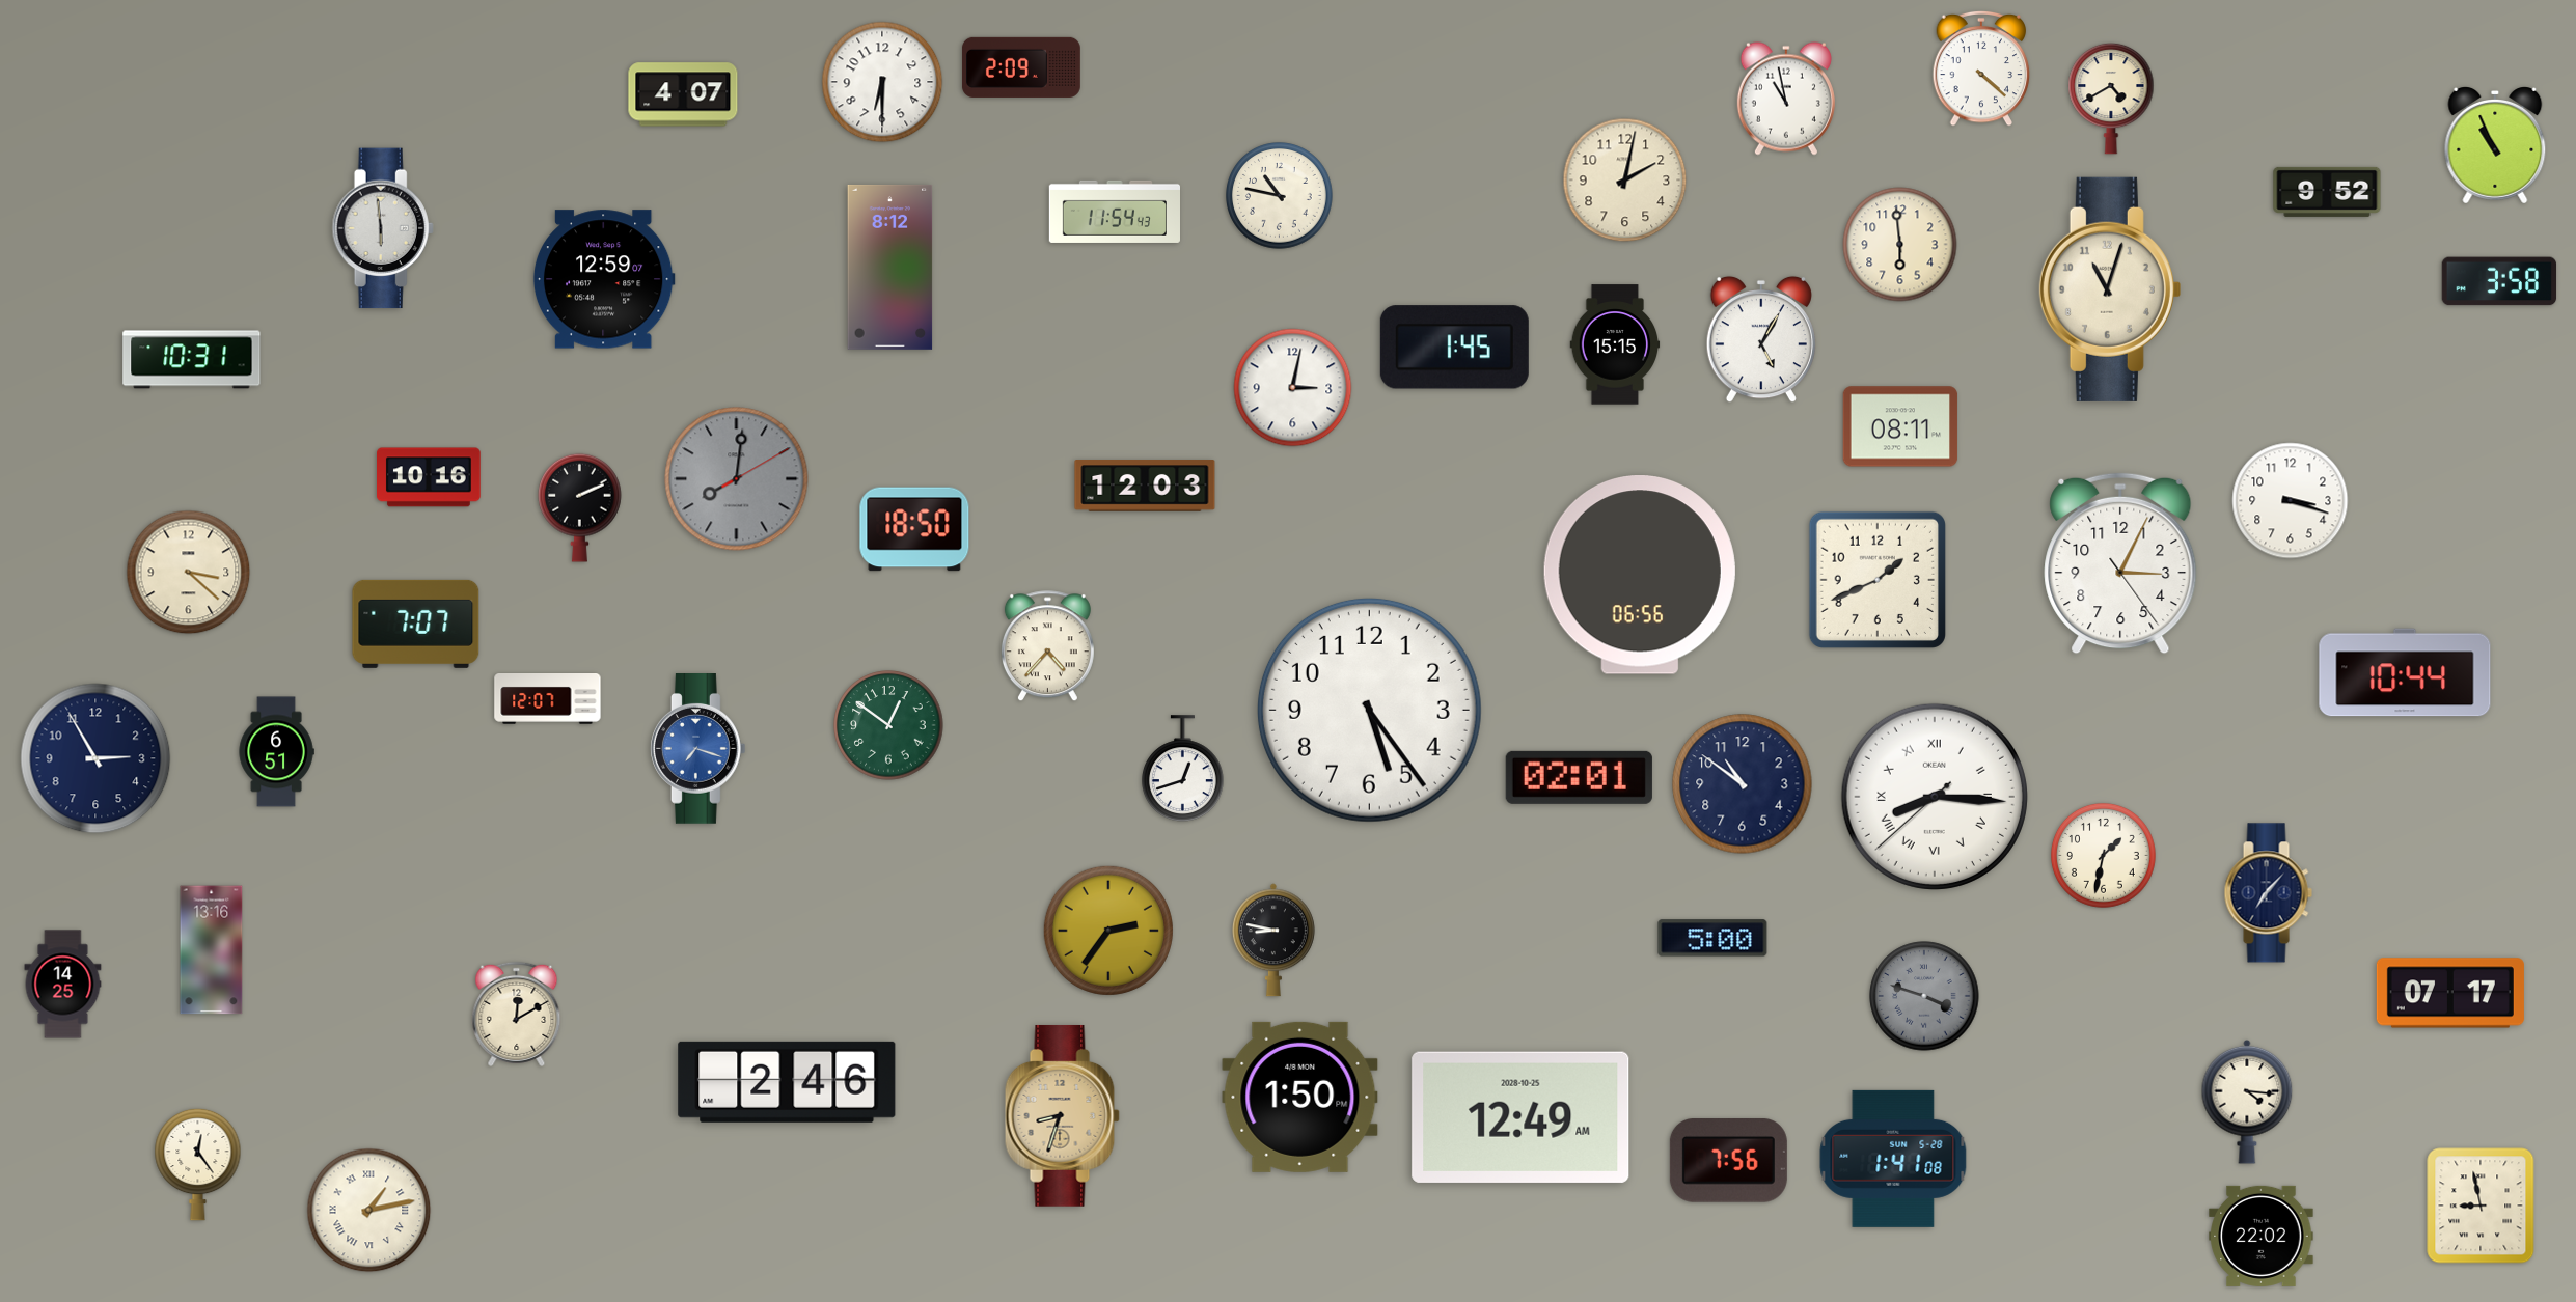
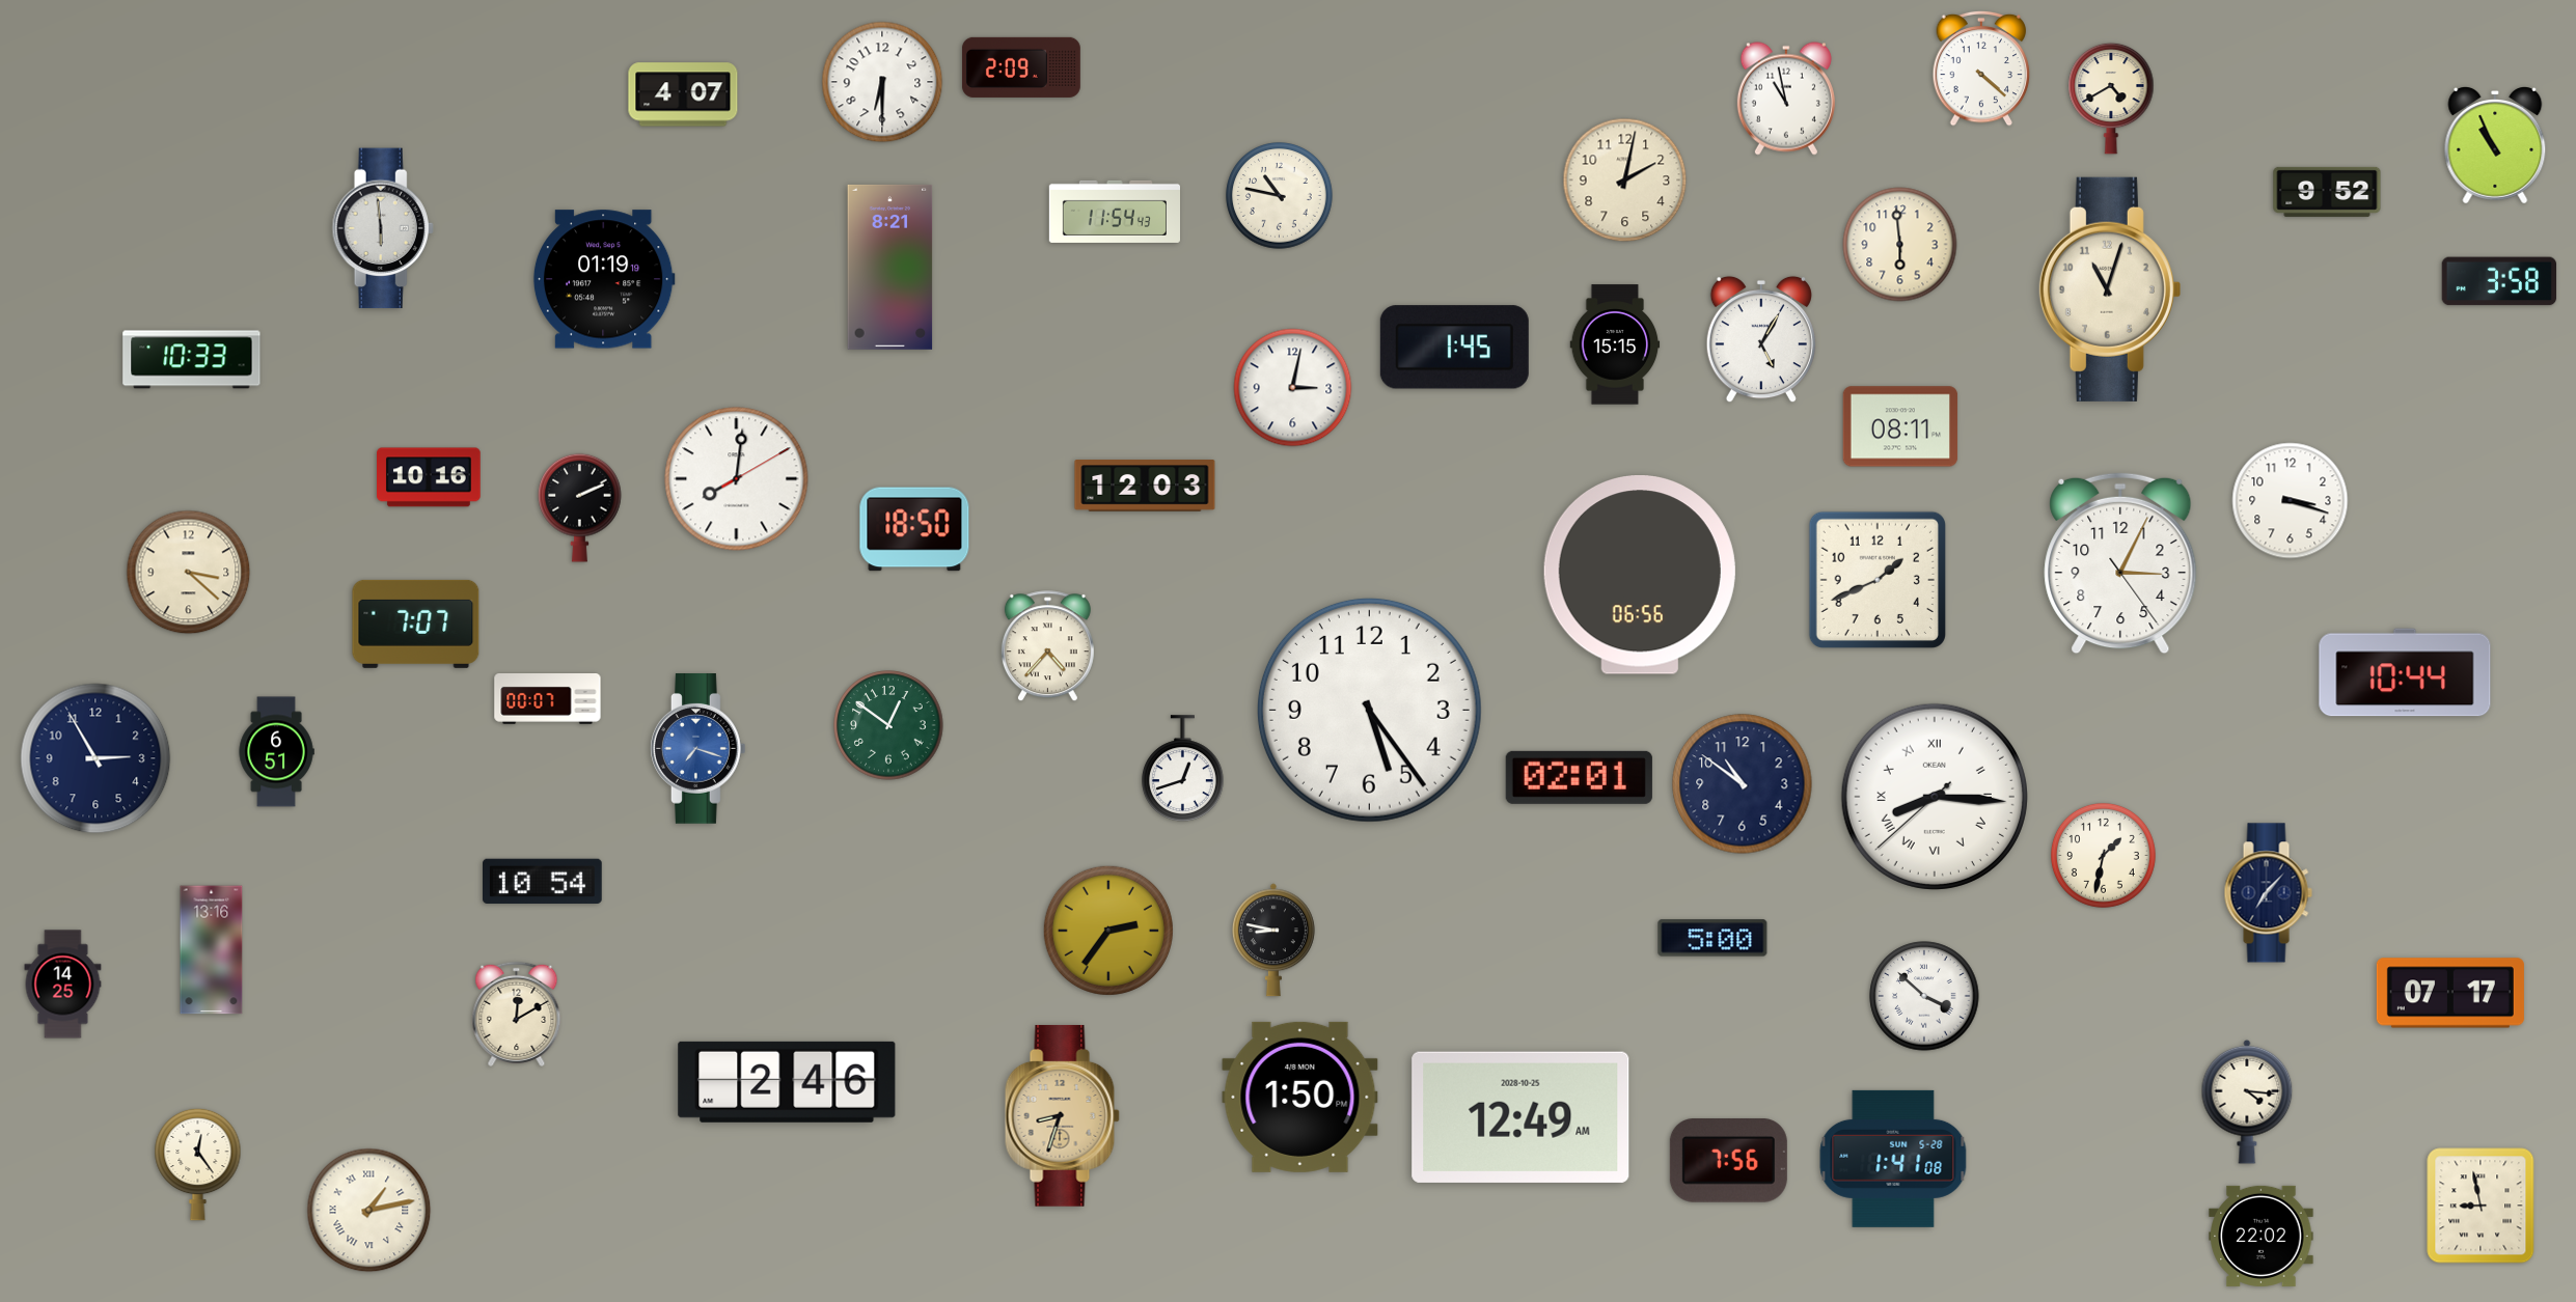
clock at (890, 267): 8:12 -> 8:21
clock at (604, 279): 12:59 -> 01:19
clock at (192, 360): 10:31 -> 10:33
clock at (737, 479) dial: grey -> white
clock at (548, 699): 12:07 -> 00:07
clock at (543, 882): none -> 10:54
clock at (1924, 996): 3:48 -> 3:52
clock at (1924, 996) dial: grey -> white
